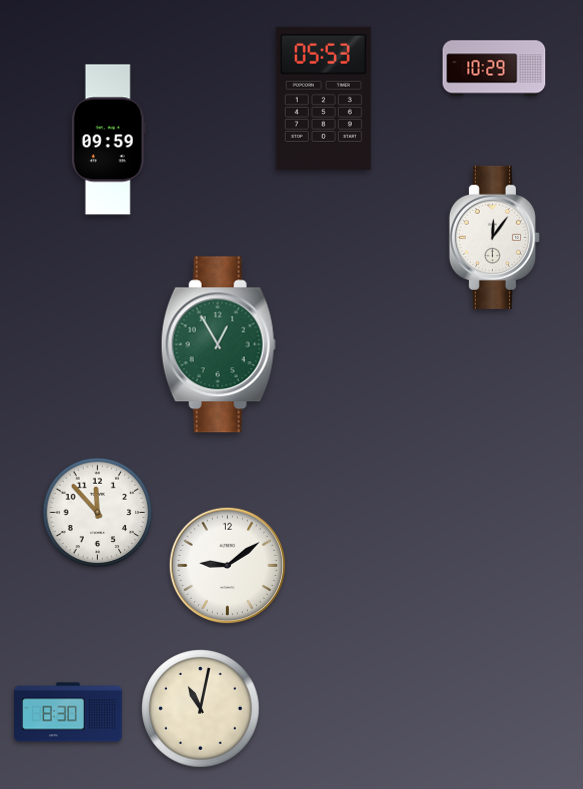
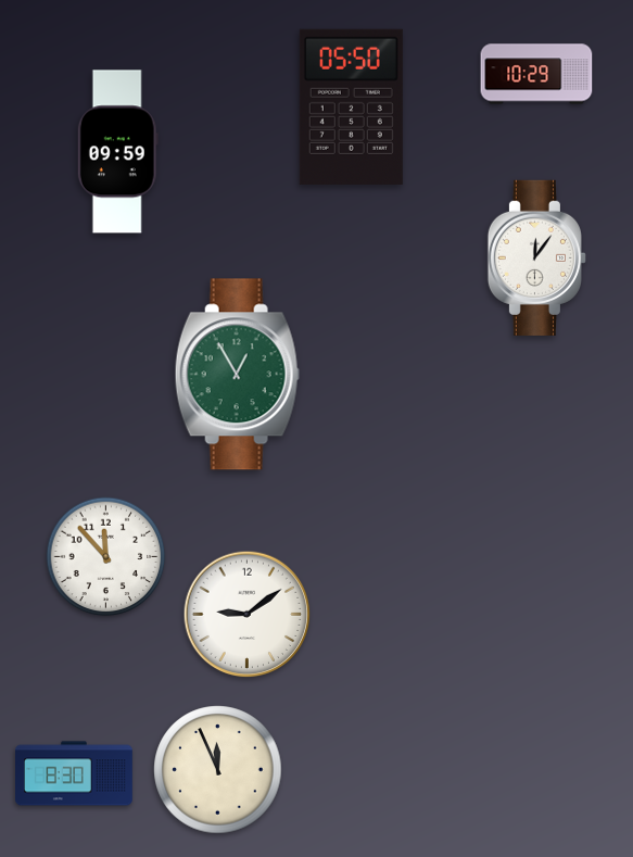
clock at (323, 98): 05:53 -> 05:50
clock at (201, 709): 11:02 -> 11:56
